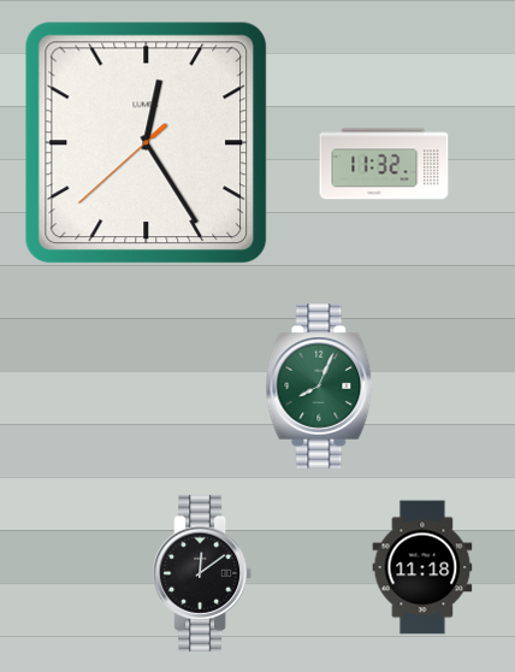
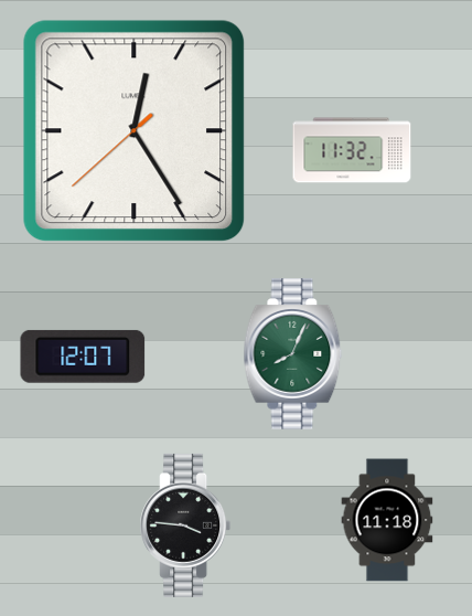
clock at (83, 357): none -> 12:07
clock at (202, 573): 12:09 -> 3:46
